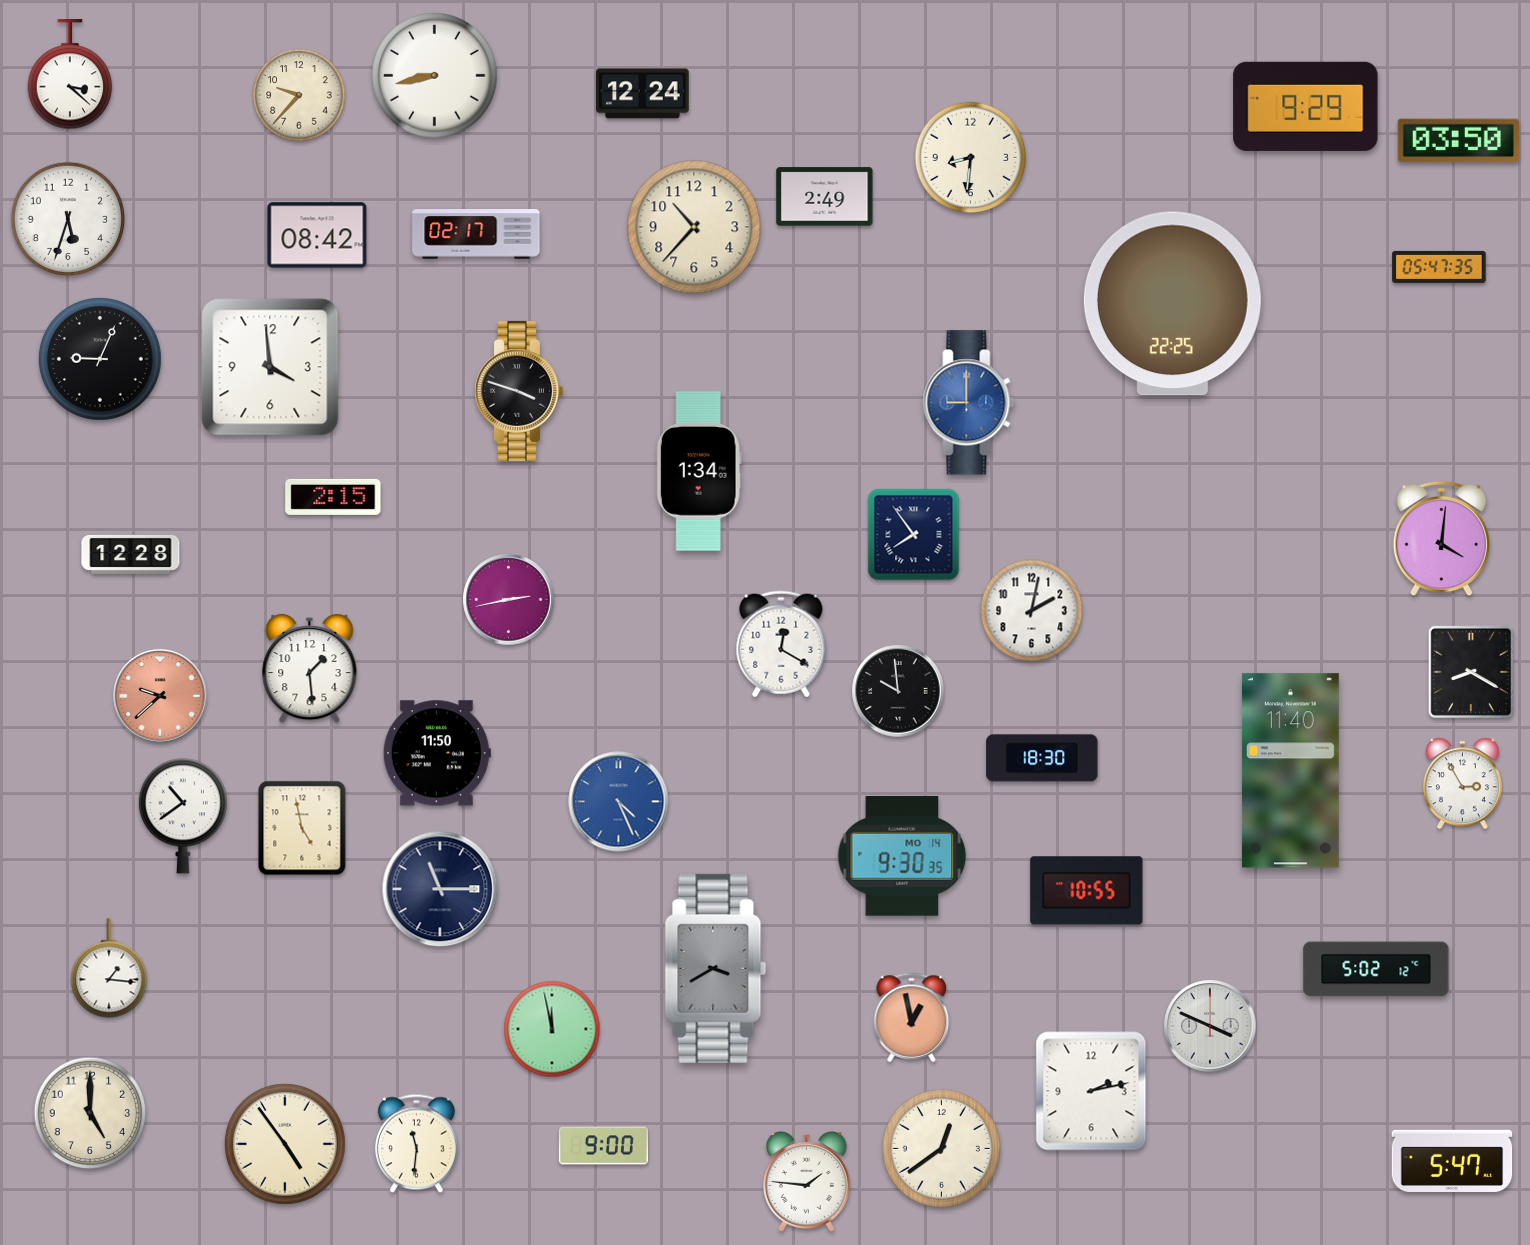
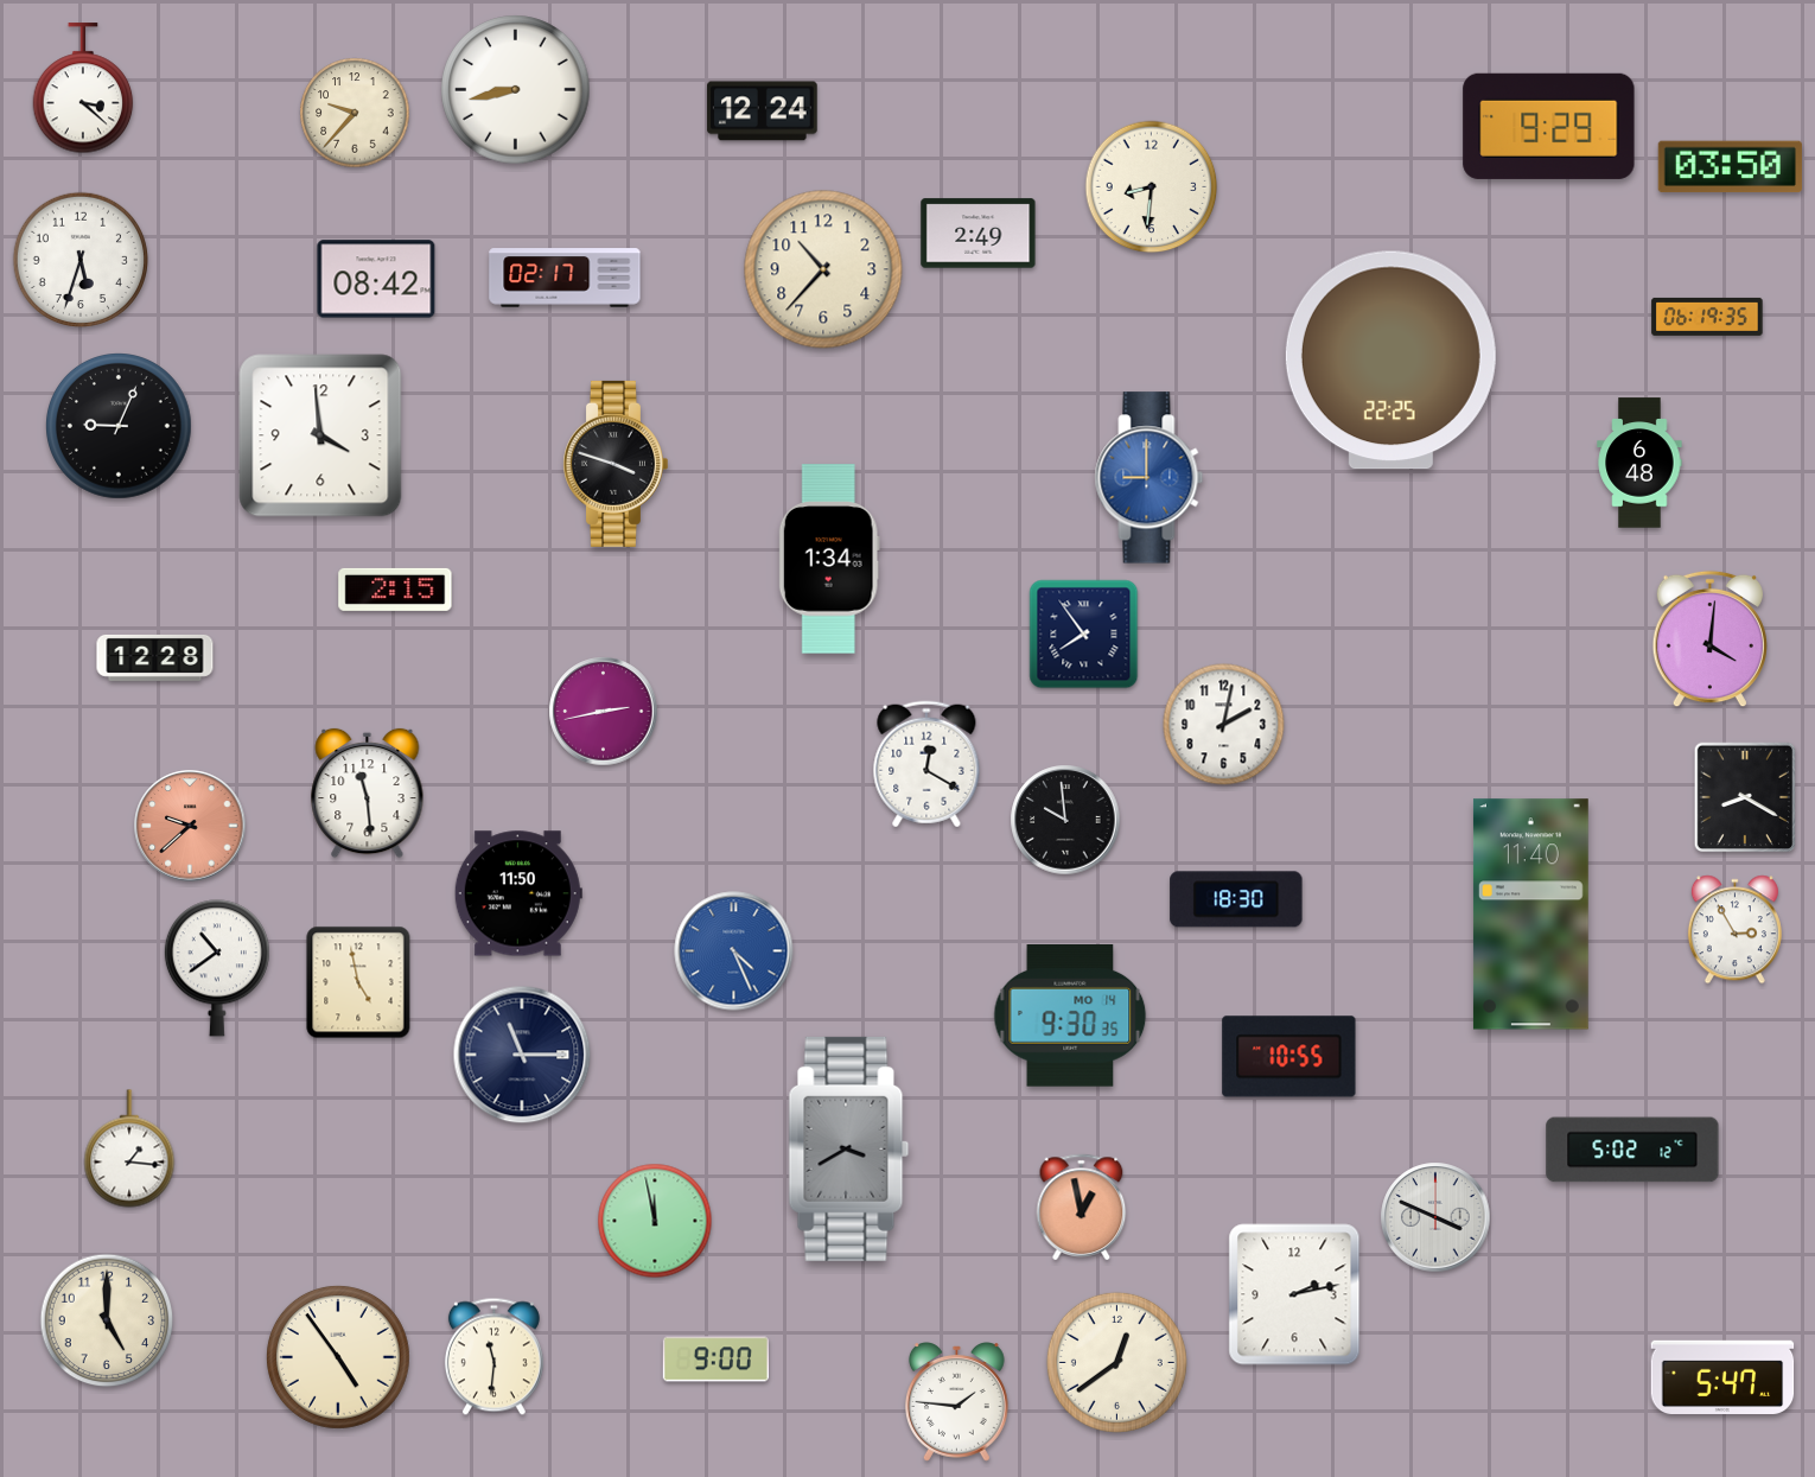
clock at (1439, 267): 05:47 -> 06:19
clock at (1639, 463): none -> 6:48
clock at (310, 669): 1:29 -> 11:29
